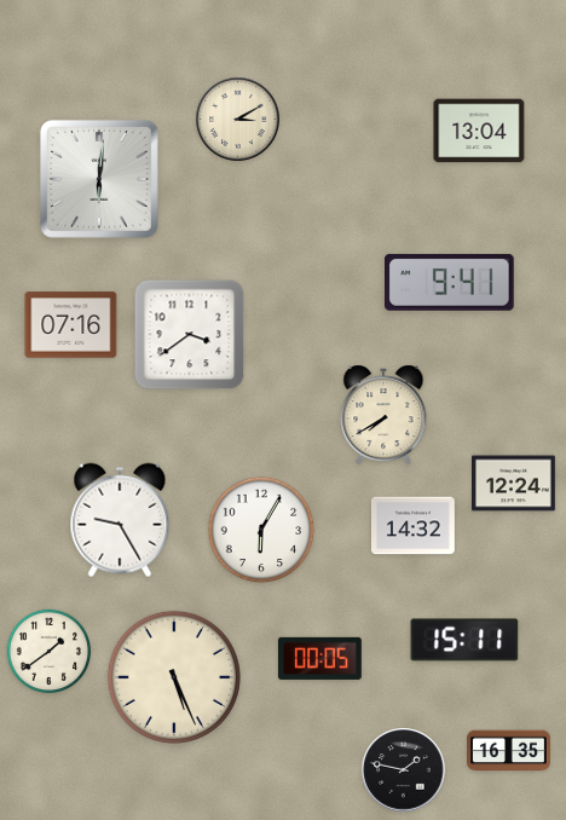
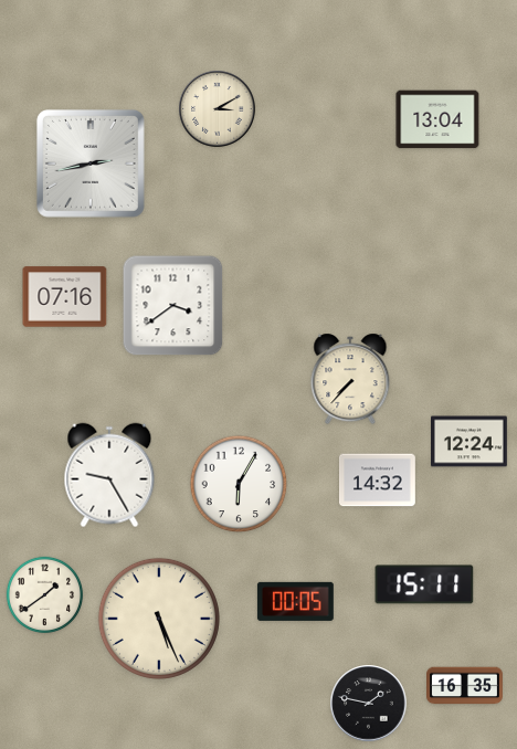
clock at (99, 179): 6:01 -> 2:43
clock at (449, 282): 9:41 -> none
clock at (383, 415): 7:40 -> 7:37
clock at (319, 658) position: (319, 658) -> (295, 601)
